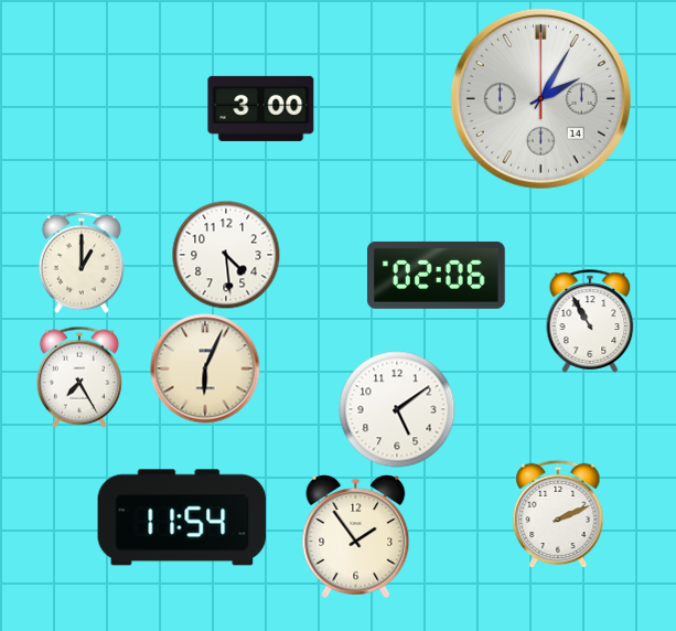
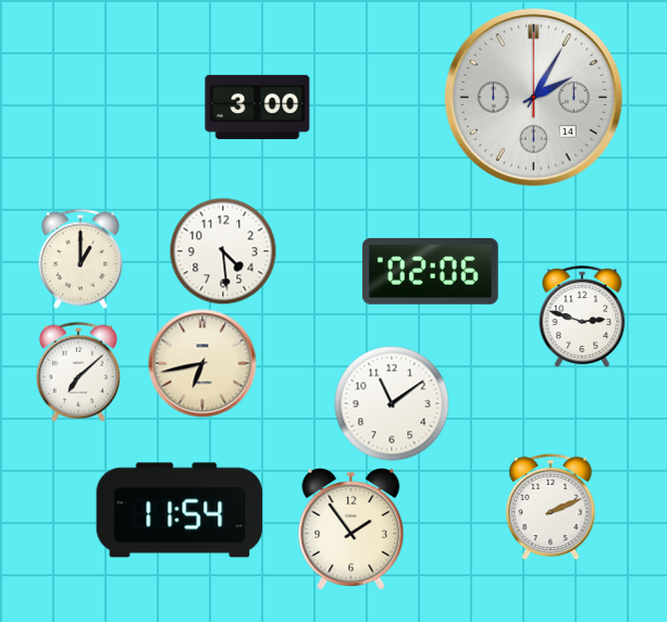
clock at (590, 321): 10:55 -> 2:48
clock at (205, 368): 6:04 -> 6:43
clock at (79, 377): 7:25 -> 7:08
clock at (397, 409): 5:09 -> 11:09
